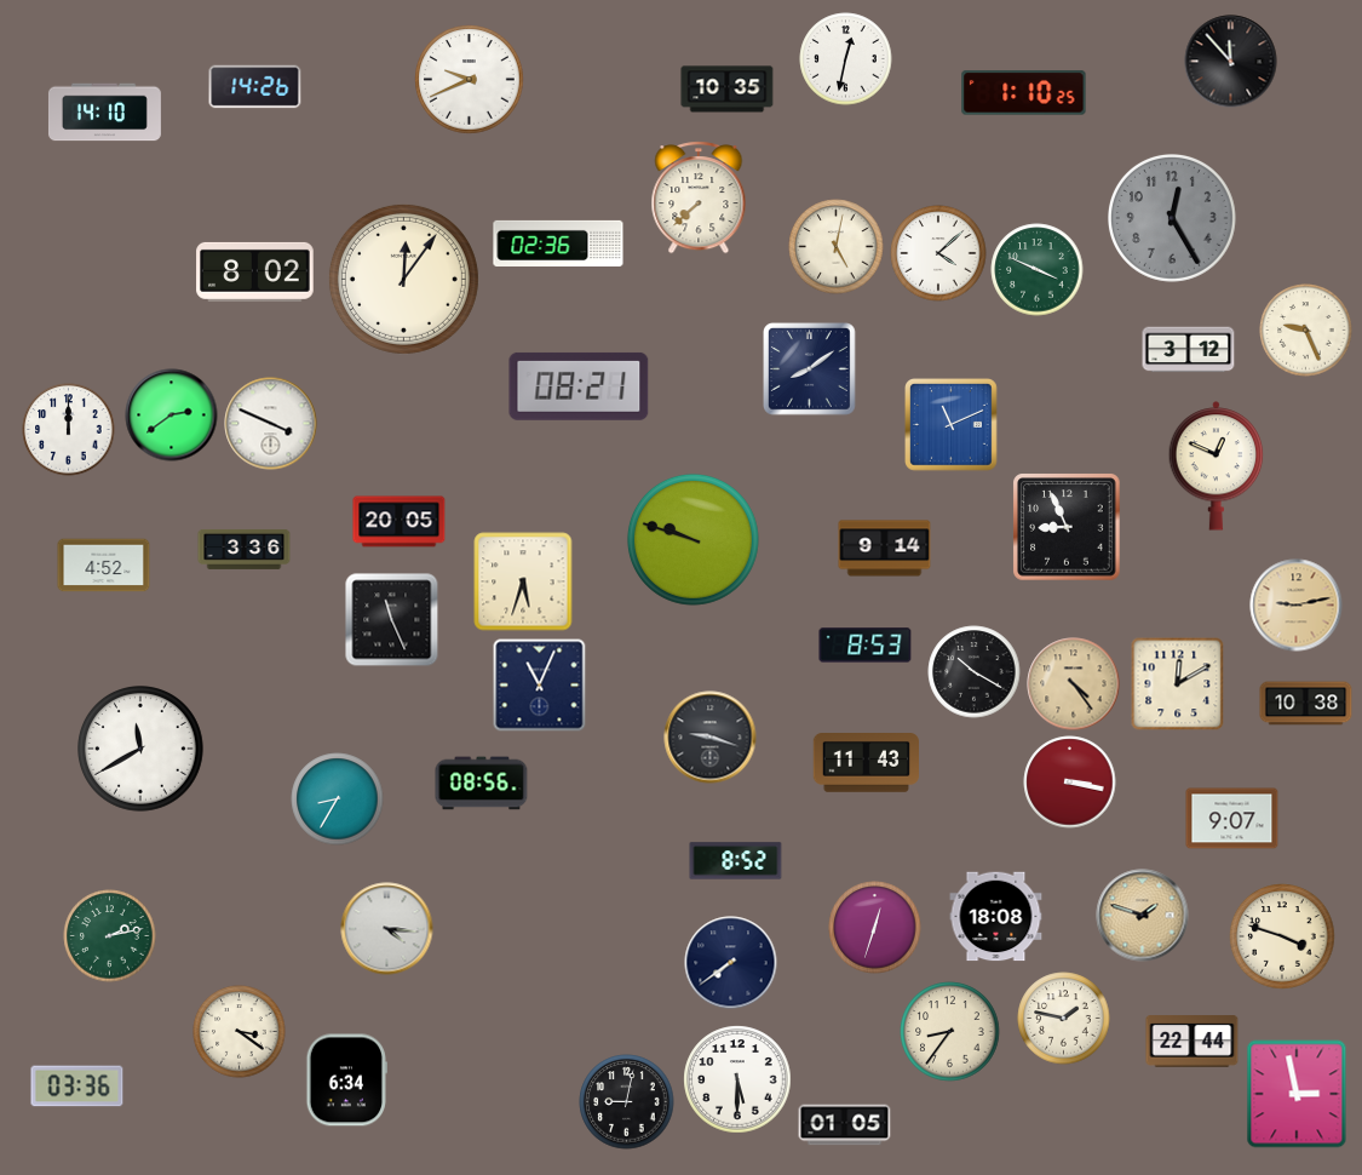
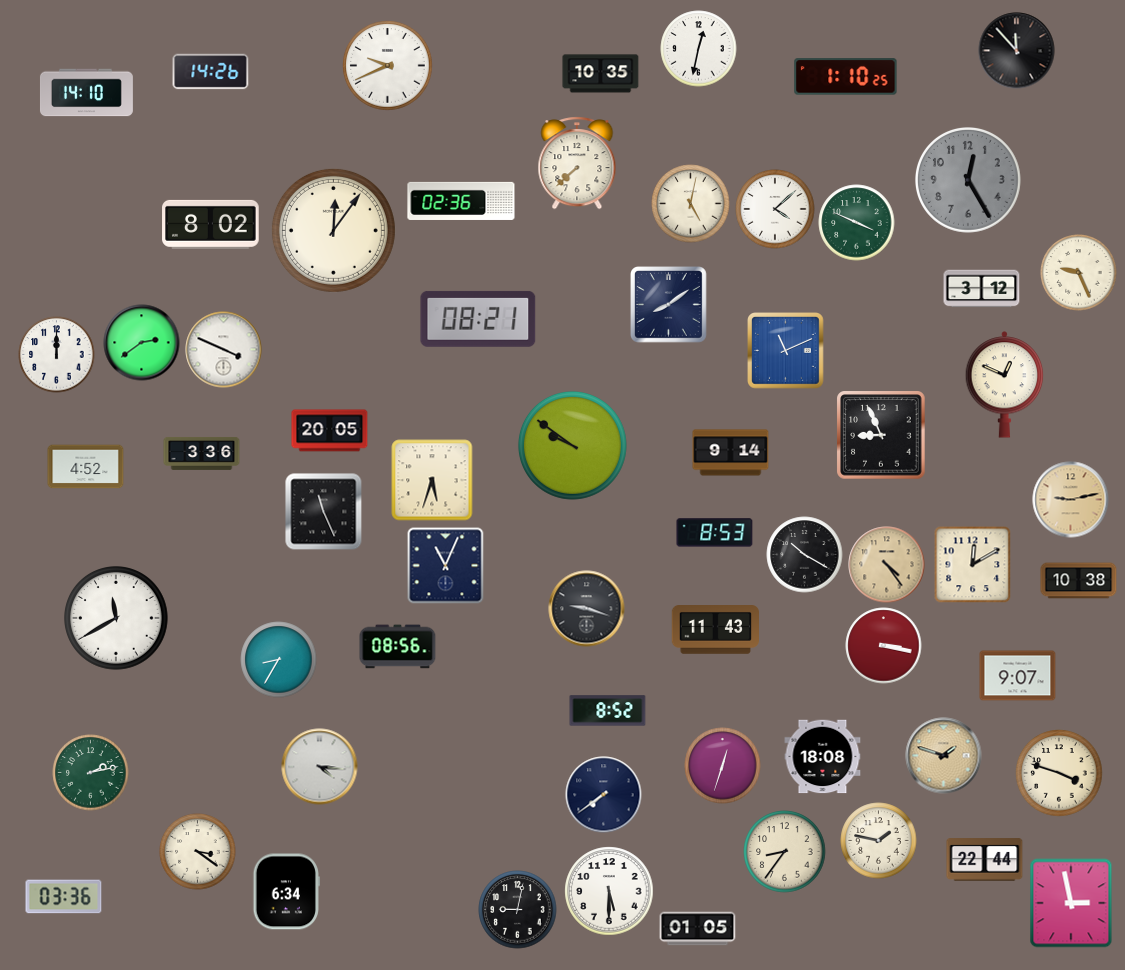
clock at (693, 539): 9:48 -> 9:51
